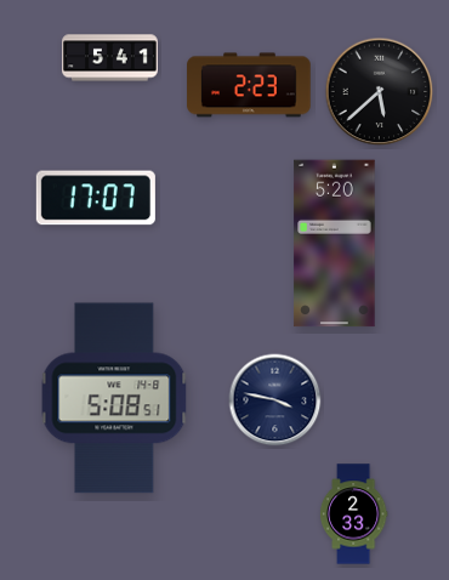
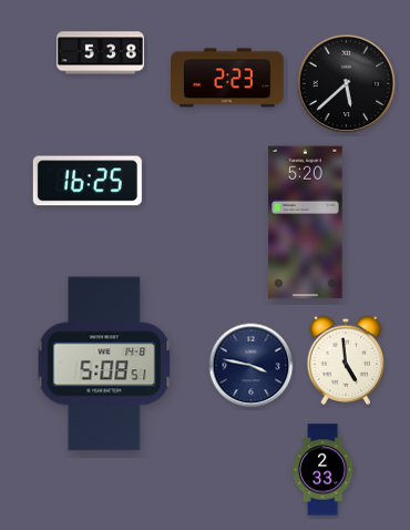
clock at (110, 58): 5:41 -> 5:38
clock at (96, 198): 17:07 -> 16:25
clock at (346, 360): none -> 4:59
